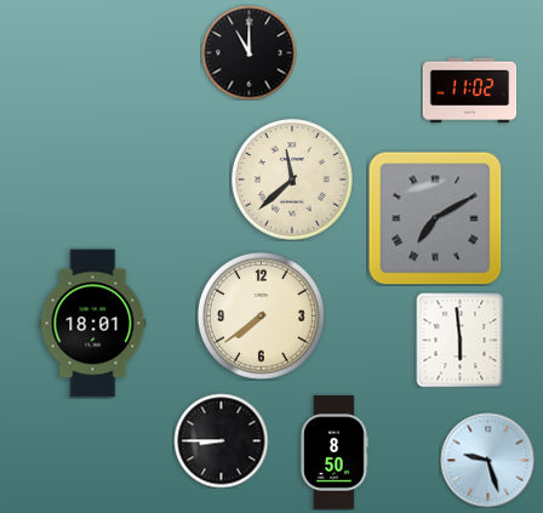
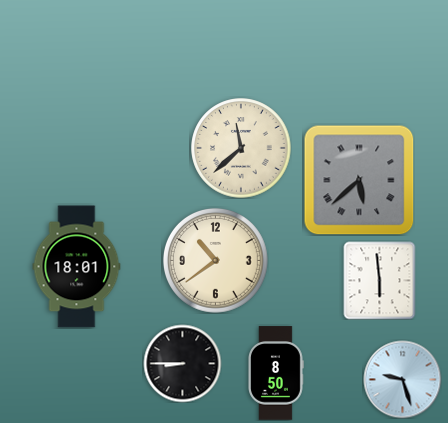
clock at (248, 52): 11:00 -> none
clock at (469, 91): 11:02 -> none
clock at (435, 218): 7:10 -> 5:38
clock at (261, 315): 7:39 -> 10:39
